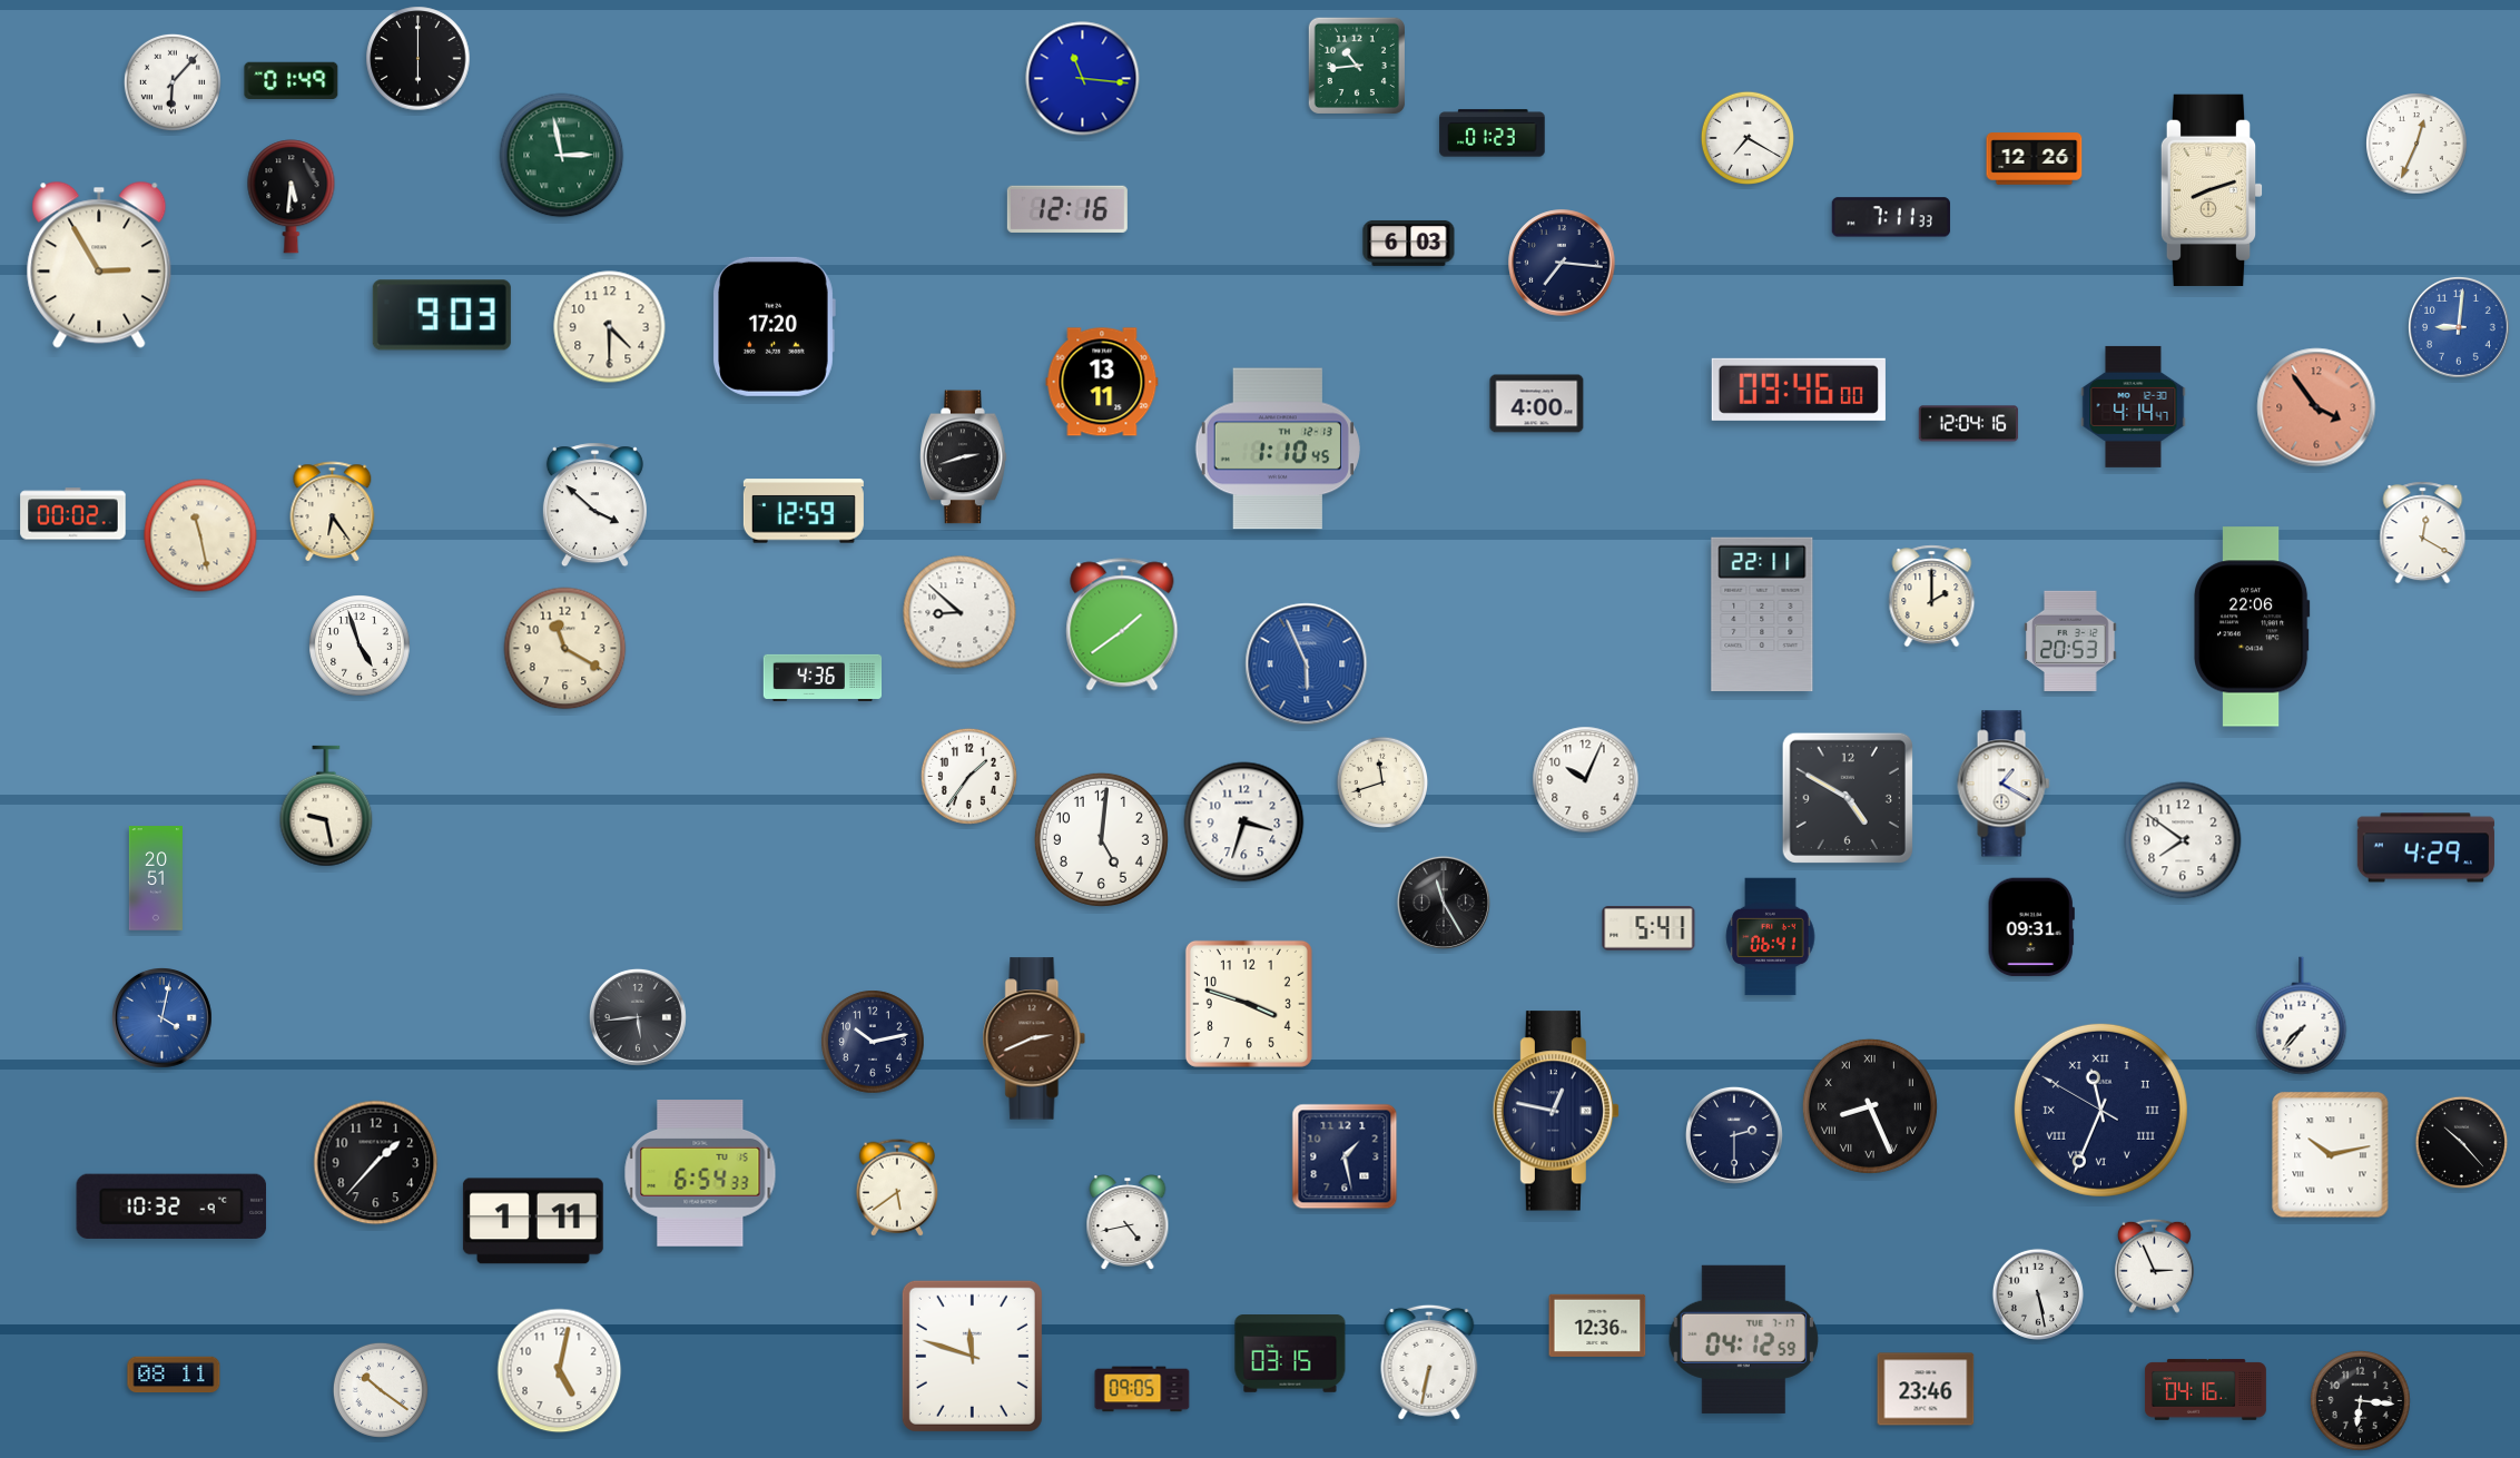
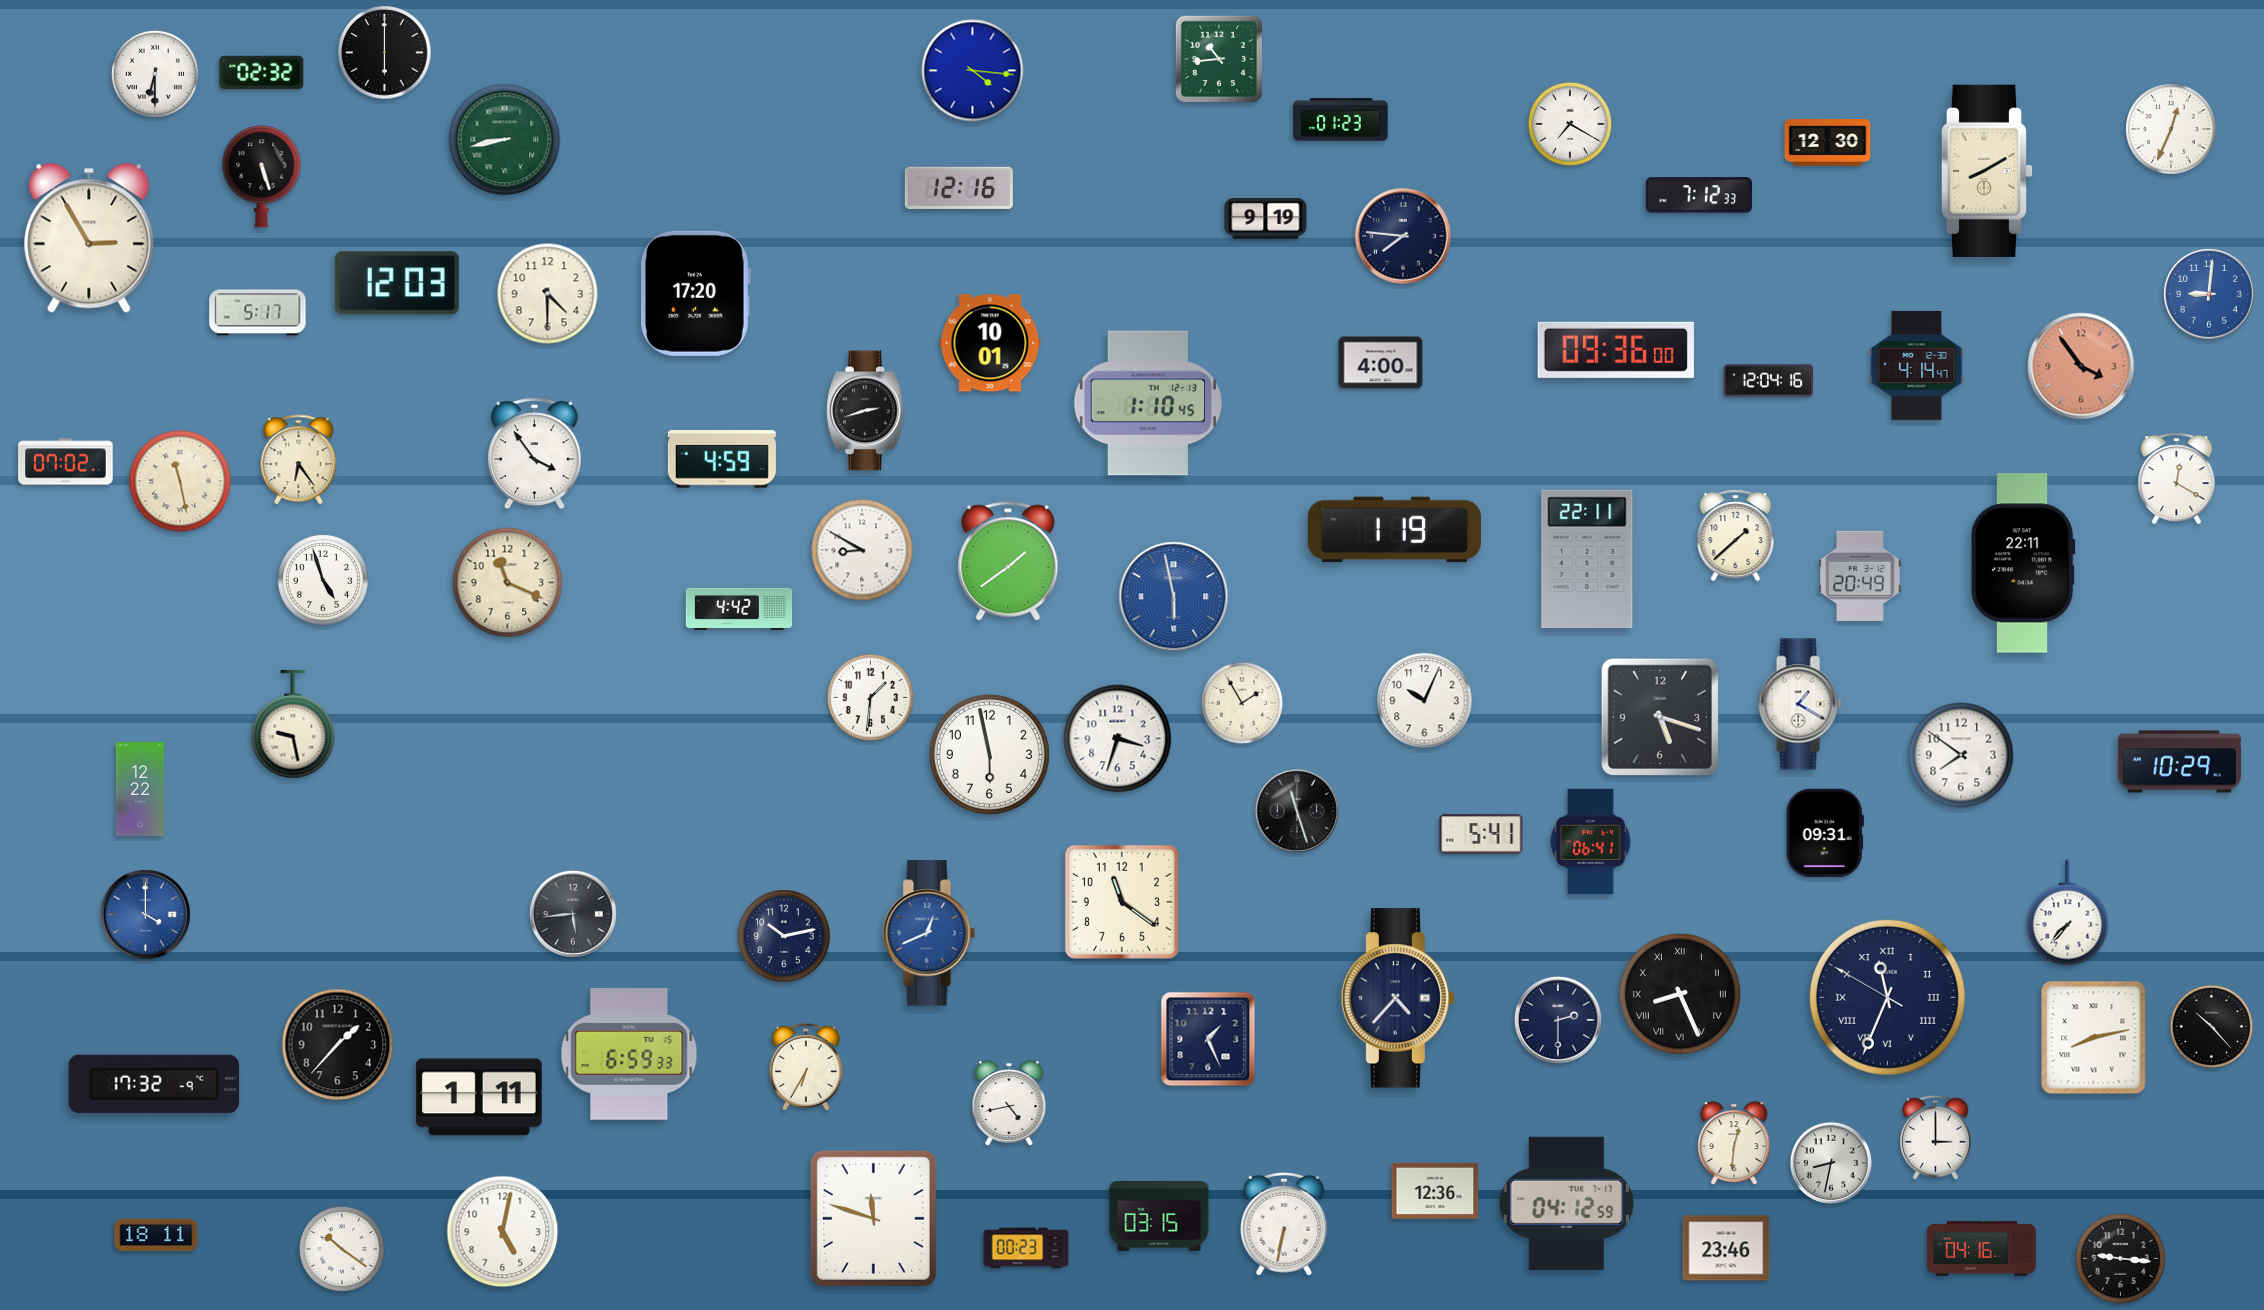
clock at (419, 59) position: (419, 59) -> (385, 53)
clock at (1083, 79): 11:16 -> 4:16
clock at (292, 81): 01:49 -> 02:32
clock at (173, 82): 6:07 -> 6:30
clock at (562, 156): 2:58 -> 8:43
clock at (2035, 159): 12:26 -> 12:30
clock at (2212, 190): 8:12 -> 8:10
clock at (292, 197): 5:31 -> 5:27
clock at (1891, 217): 7:11 -> 7:12
clock at (1409, 243): 6:03 -> 9:19
clock at (1562, 263): 7:16 -> 7:46
clock at (442, 315): 9:03 -> 12:03
clock at (258, 313): none -> 5:17
clock at (1102, 382): 13:11 -> 10:01
clock at (1799, 390): 09:46 -> 09:36
clock at (594, 505): 3:52 -> 3:54
clock at (804, 511): 12:59 -> 4:59
clock at (73, 514): 00:02 -> 07:02
clock at (1394, 530): none -> 1:19
clock at (1932, 597): 2:00 -> 1:38
clock at (959, 612): 8:52 -> 8:50
clock at (1762, 614) position: (1762, 614) -> (1587, 559)
clock at (2252, 627): 22:06 -> 22:11
clock at (2070, 641): 20:53 -> 20:49
clock at (565, 649): 11:20 -> 11:19
clock at (1307, 664): 5:56 -> 5:58
clock at (823, 678): 4:36 -> 4:42
clock at (968, 776): 1:36 -> 1:31
clock at (1382, 782): 11:42 -> 1:55
clock at (1847, 797): 4:50 -> 5:18
clock at (1101, 839): 5:01 -> 5:58
clock at (2425, 848): 4:29 -> 10:29
clock at (156, 878): 20:51 -> 12:22
clock at (1444, 903): 11:25 -> 11:27
clock at (1249, 1004): 3:48 -> 11:21
clock at (163, 1018): 4:02 -> 4:00
clock at (1034, 1038): 2:41 -> 12:41
clock at (1034, 1038) dial: brown -> blue
clock at (1555, 1111): 12:47 -> 4:37
clock at (2331, 1155): 10:13 -> 8:13
clock at (1345, 1156): 1:28 -> 1:26
clock at (700, 1174): 6:54 -> 6:59
clock at (897, 1188): 5:39 -> 6:35
clock at (171, 1206): 10:32 -> 17:32
clock at (1128, 1223) position: (1128, 1223) -> (1009, 1104)
clock at (2154, 1265): 2:56 -> 3:00
clock at (1734, 1143): none -> 12:31
clock at (2038, 1294): 5:28 -> 8:32
clock at (174, 1375): 08:11 -> 18:11
clock at (1142, 1389): 09:05 -> 00:23
clock at (1926, 1389) position: (1926, 1389) -> (1726, 1248)
clock at (2361, 1401): 6:16 -> 9:16
